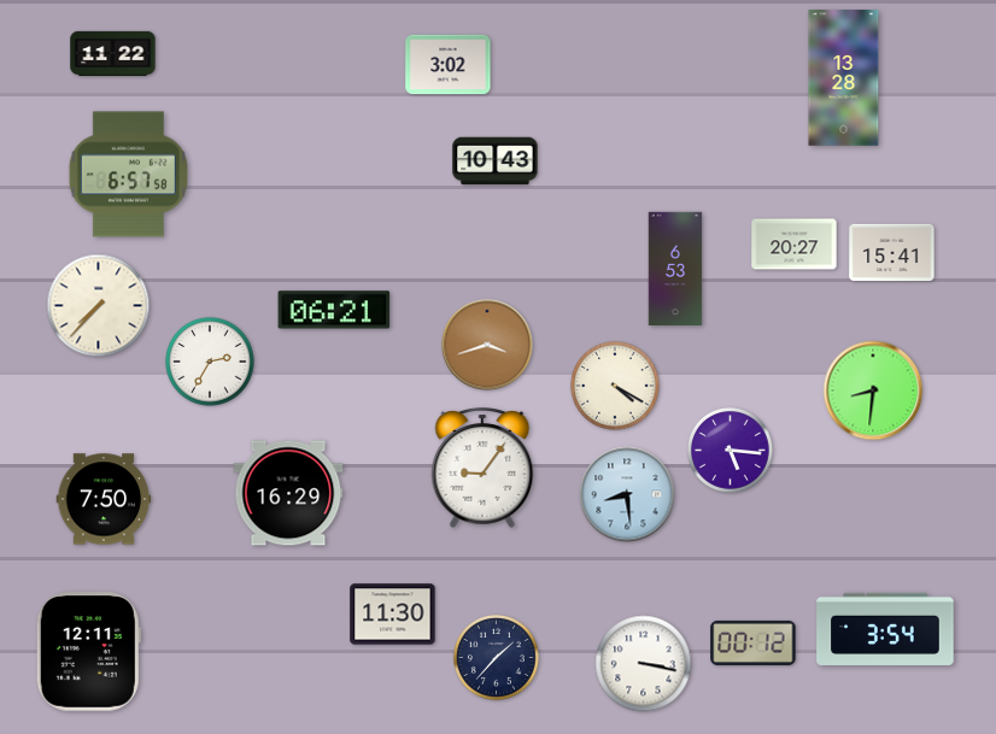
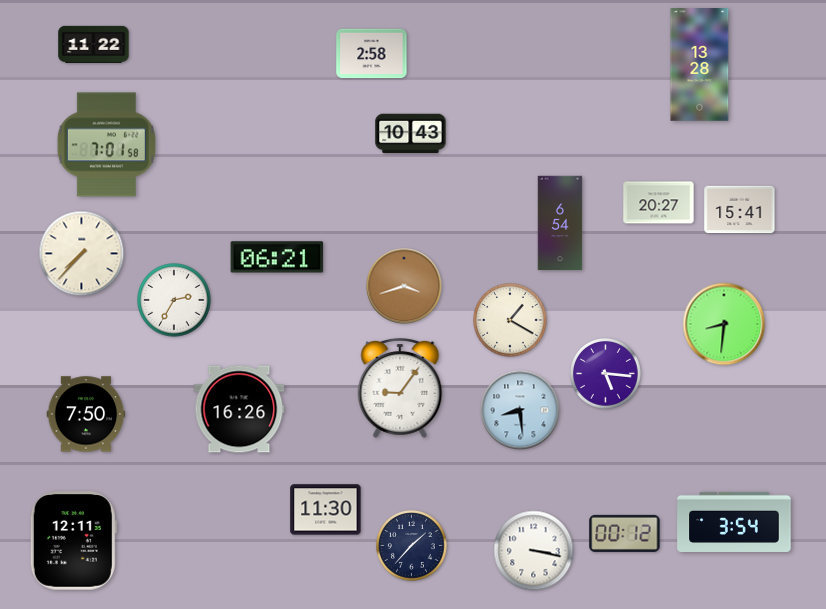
clock at (449, 65): 3:02 -> 2:58
clock at (128, 175): 6:57 -> 7:01
clock at (675, 269): 6:53 -> 6:54
clock at (615, 386): 4:20 -> 1:20
clock at (288, 493): 16:29 -> 16:26
